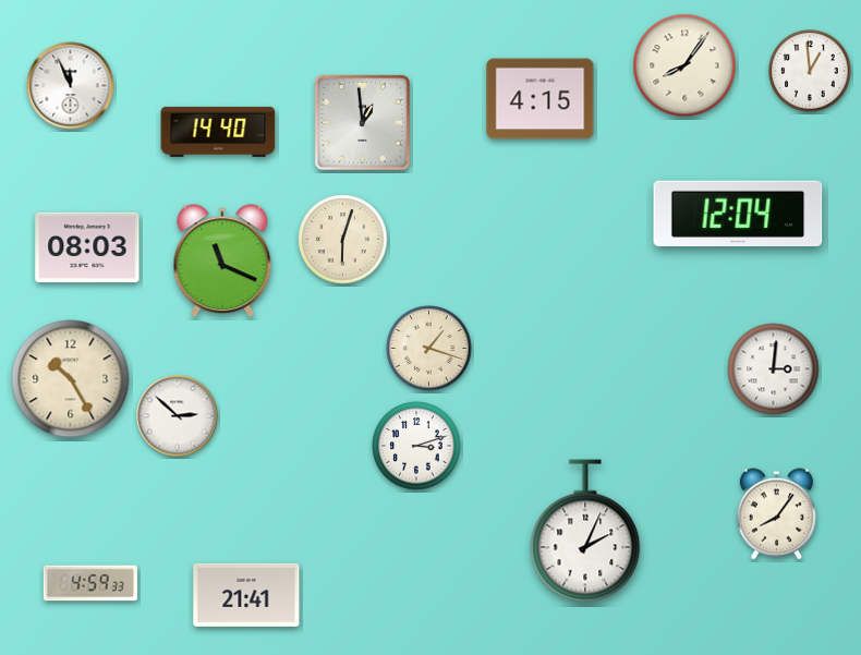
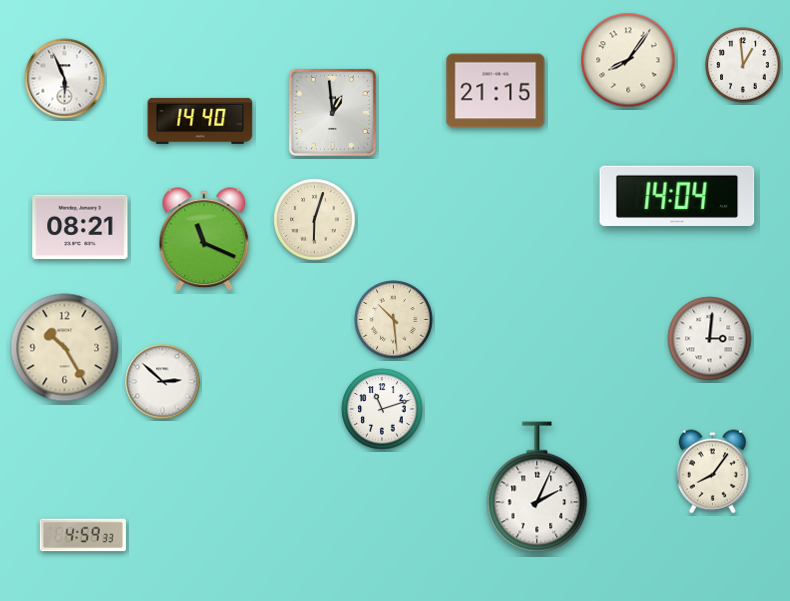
clock at (71, 86): 11:56 -> 5:56
clock at (541, 99): 4:15 -> 21:15
clock at (738, 214): 12:04 -> 14:04
clock at (87, 247): 08:03 -> 08:21
clock at (429, 349): 1:18 -> 10:29
clock at (416, 446): 3:12 -> 11:12
clock at (246, 595): 21:41 -> none
